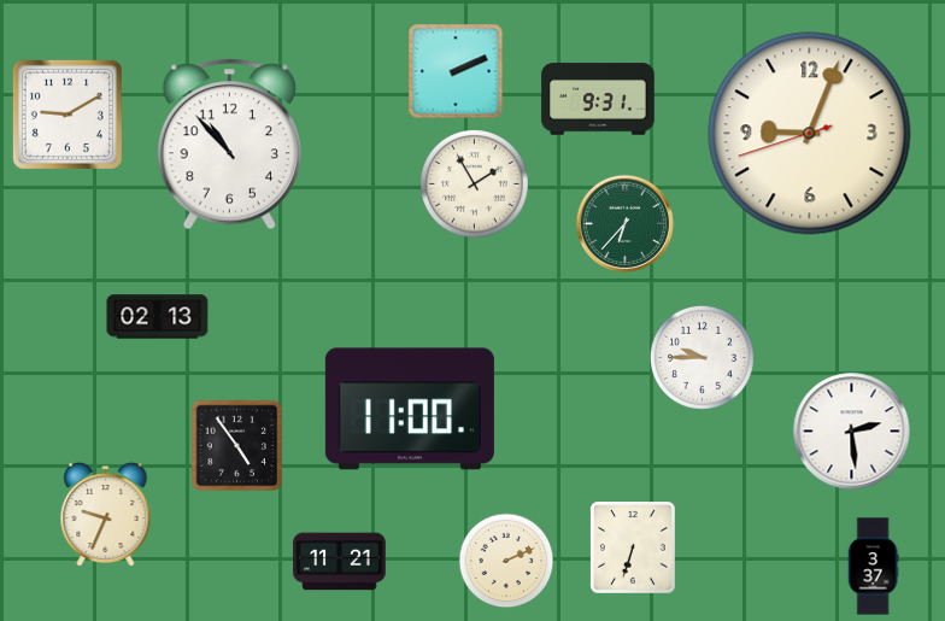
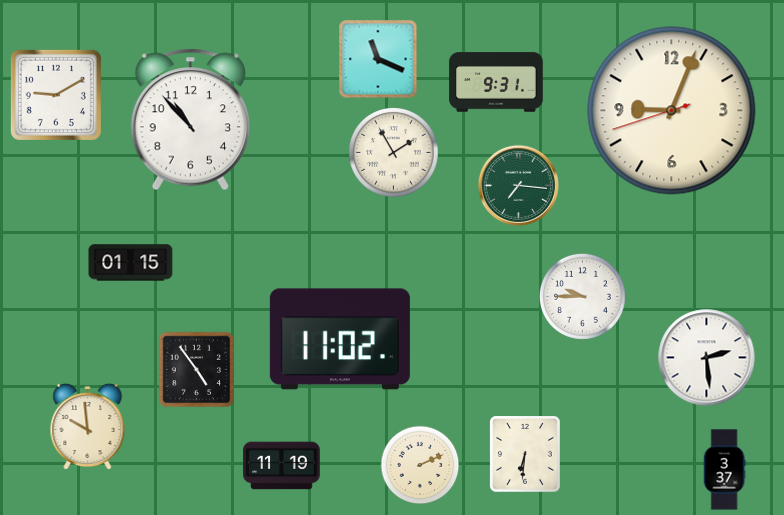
clock at (456, 71): 2:11 -> 11:19
clock at (624, 223): 6:37 -> 7:16
clock at (158, 317): 02:13 -> 01:15
clock at (410, 409): 11:00 -> 11:02
clock at (106, 515): 9:34 -> 9:59
clock at (634, 549): 6:33 -> 6:31
clock at (340, 562): 11:21 -> 11:19
